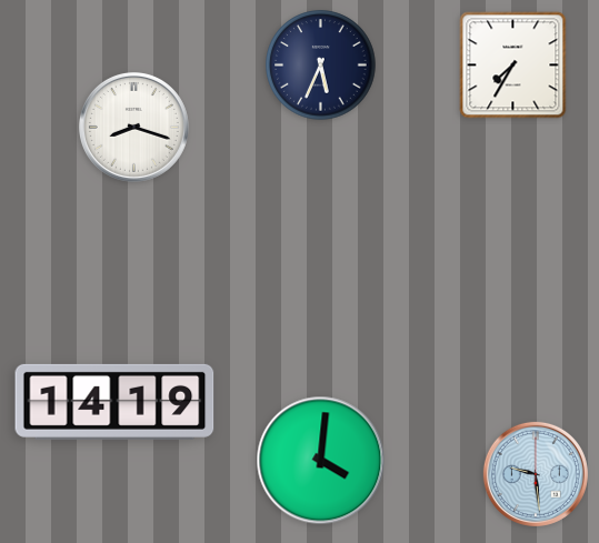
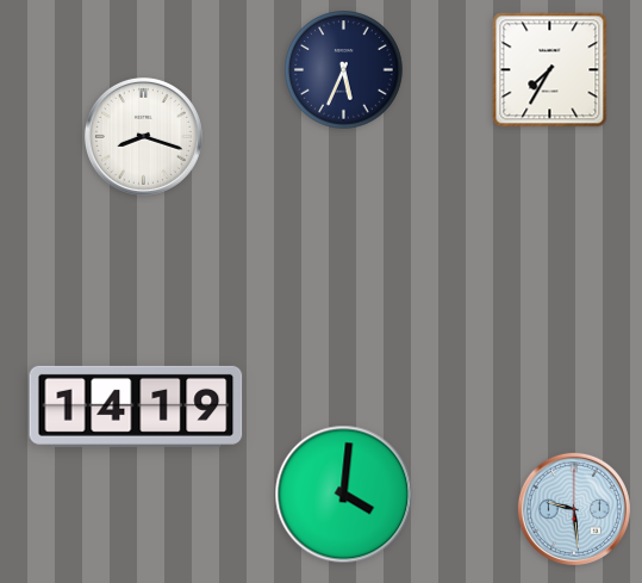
clock at (114, 402) position: (114, 402) -> (136, 407)
